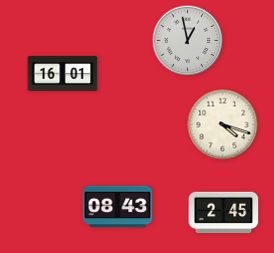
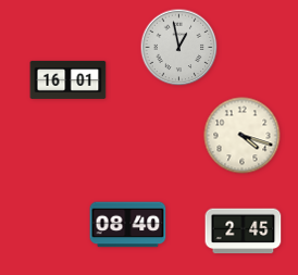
clock at (188, 41) position: (188, 41) -> (179, 48)
clock at (118, 207): 08:43 -> 08:40
